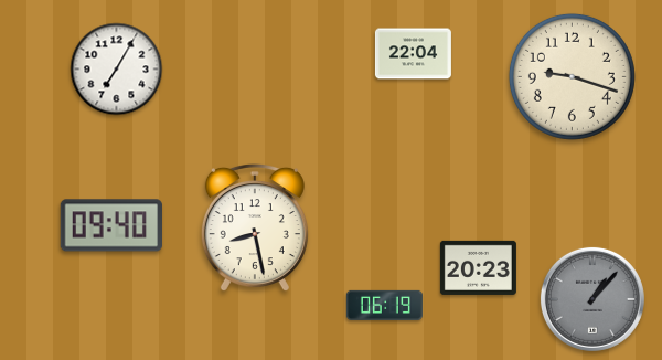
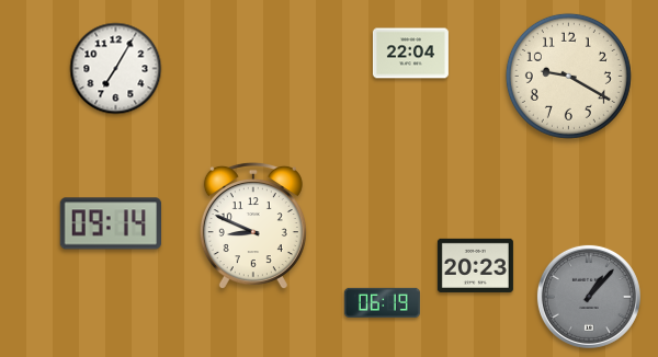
clock at (572, 76): 9:18 -> 9:20
clock at (111, 225): 09:40 -> 09:14
clock at (255, 227): 8:28 -> 8:49
